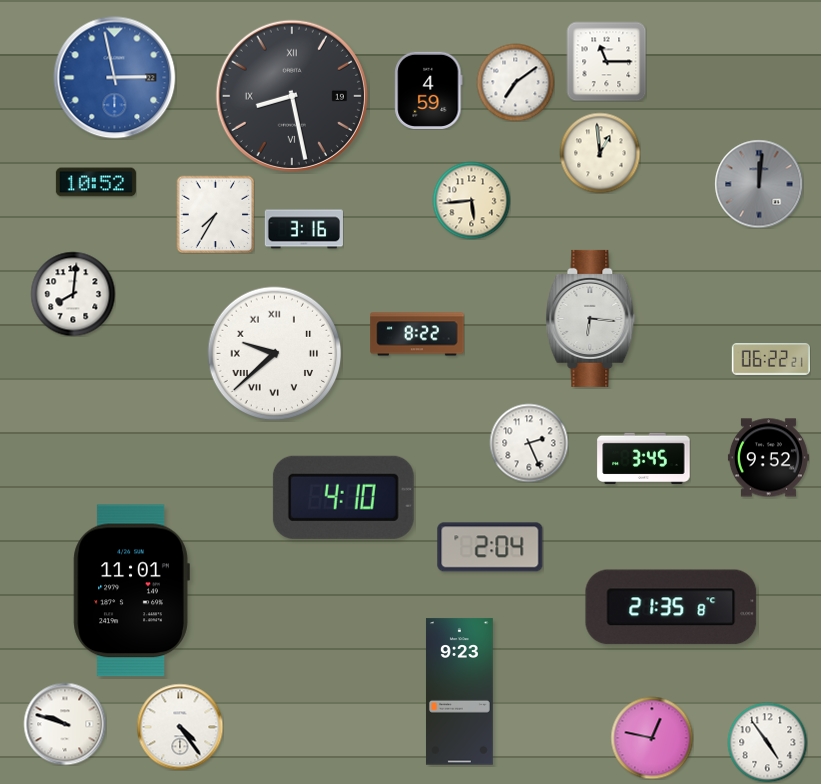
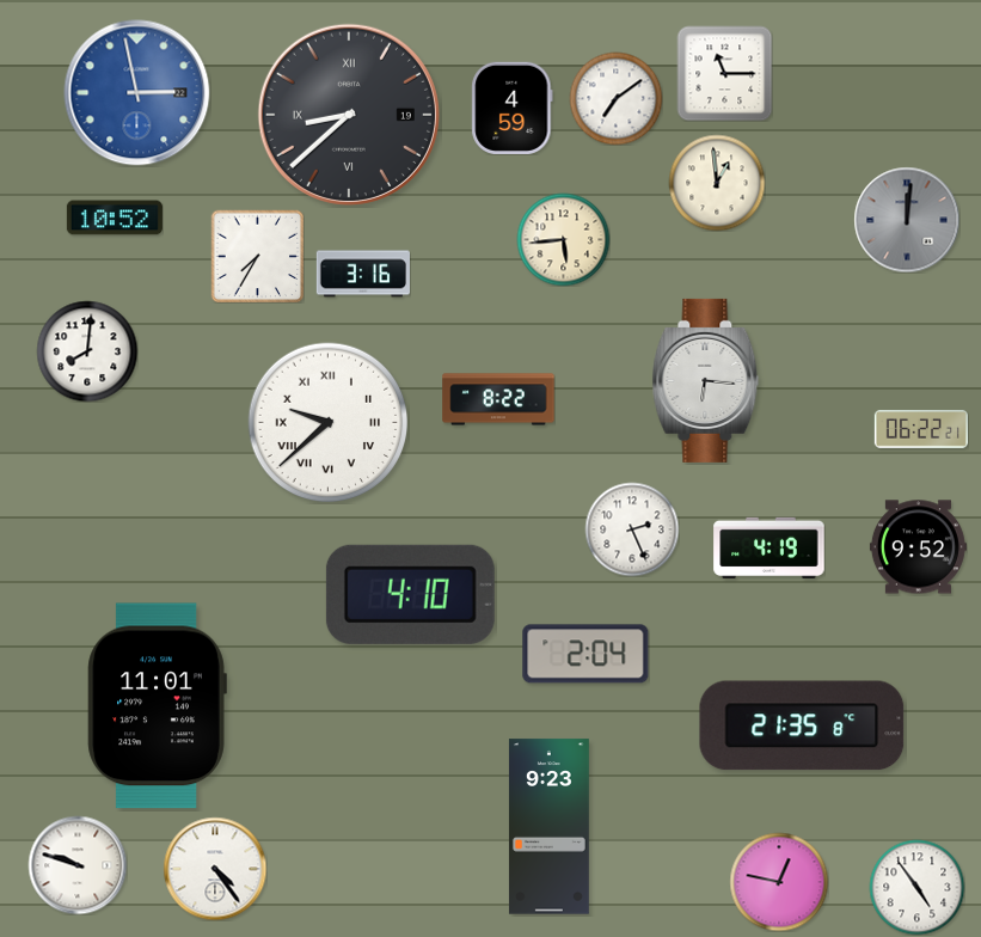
clock at (292, 96): 8:28 -> 8:38
clock at (644, 458): 3:45 -> 4:19
